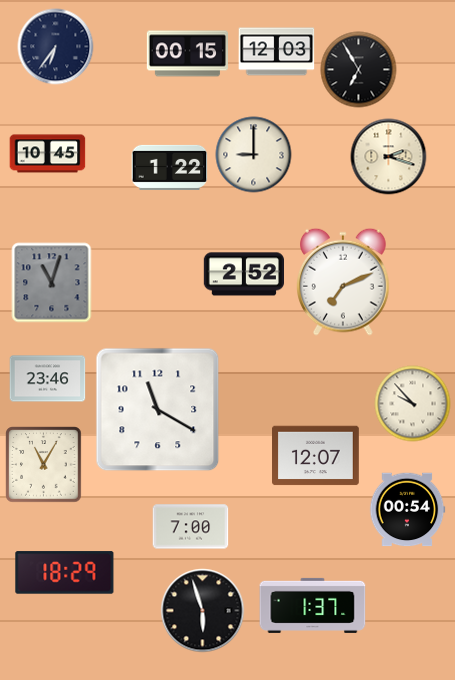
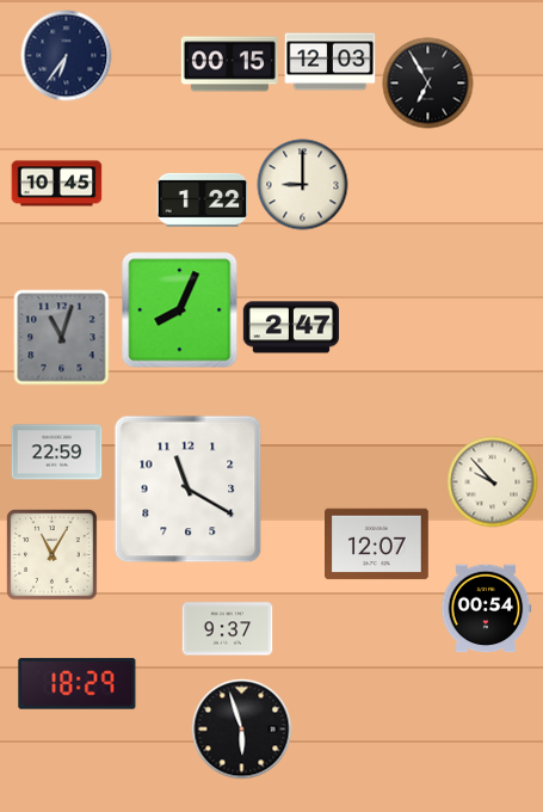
clock at (187, 54) position: (187, 54) -> (229, 64)
clock at (389, 157): 2:18 -> none
clock at (180, 310): none -> 8:04
clock at (243, 274): 2:52 -> 2:47
clock at (344, 282): 7:11 -> none
clock at (48, 379): 23:46 -> 22:59
clock at (191, 527): 7:00 -> 9:37
clock at (313, 605): 1:37 -> none
